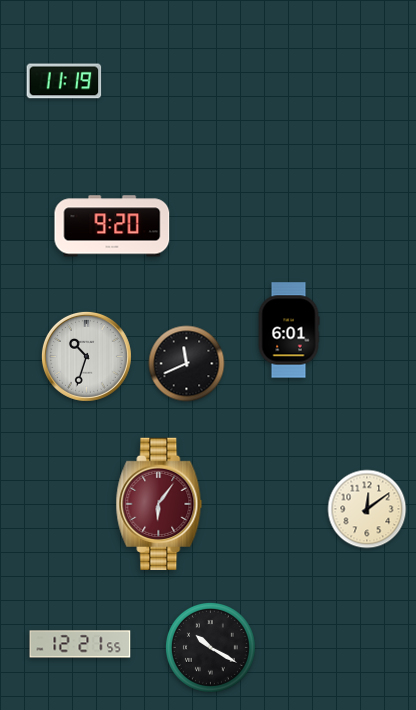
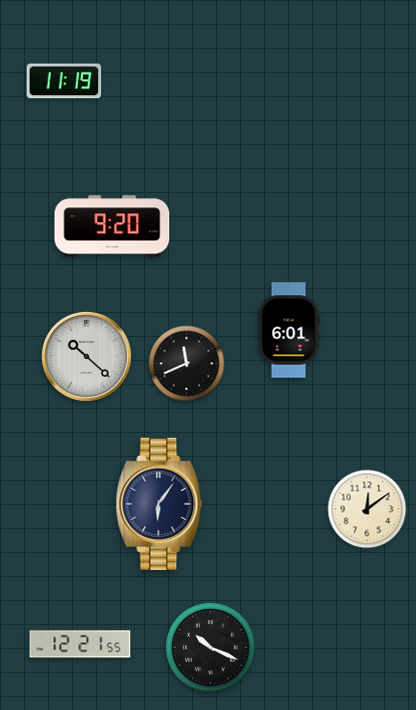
clock at (86, 356): 10:33 -> 10:22
clock at (159, 503) dial: burgundy -> navy
clock at (210, 647): 10:20 -> 10:19
